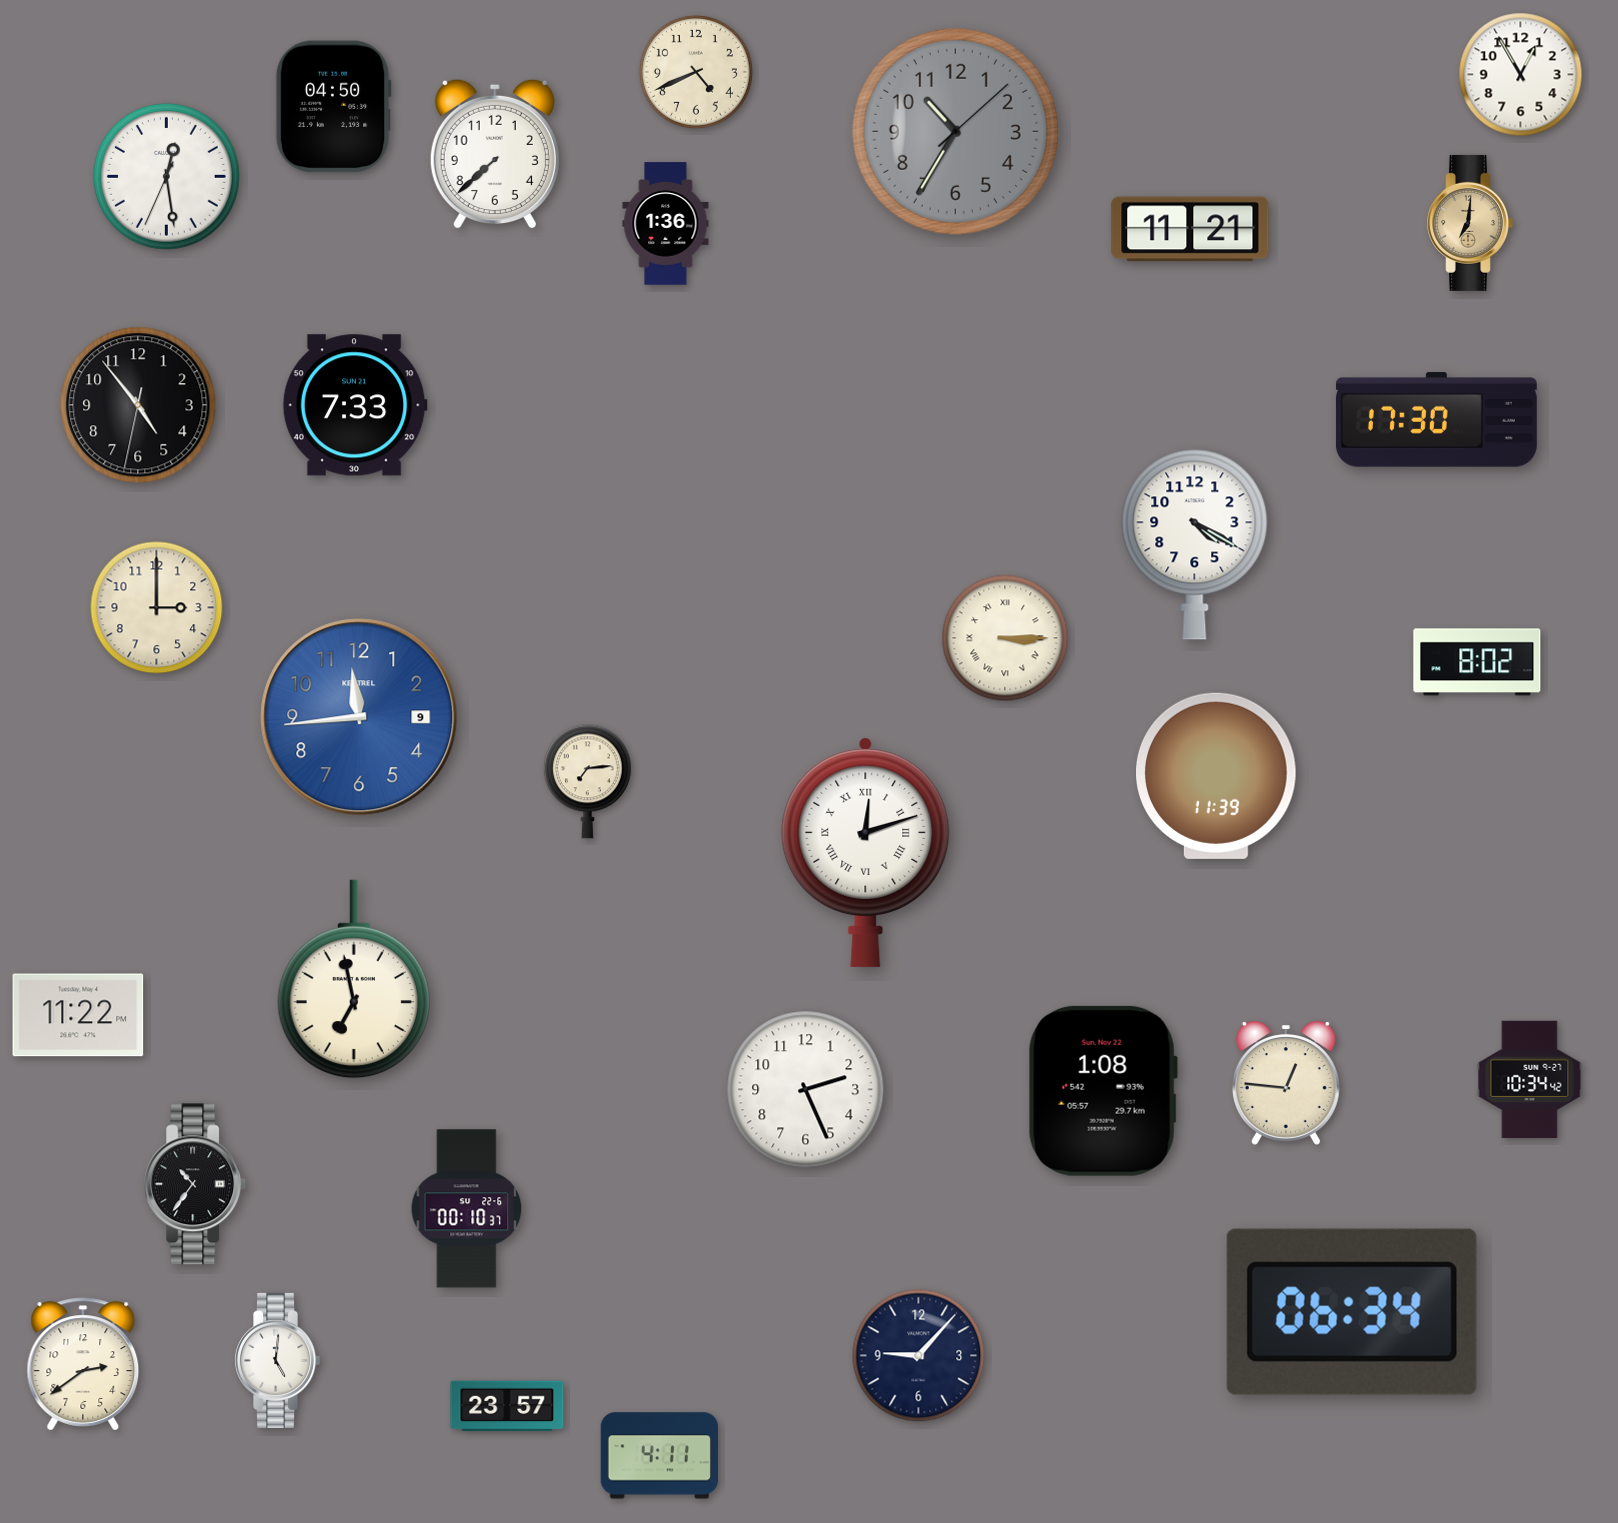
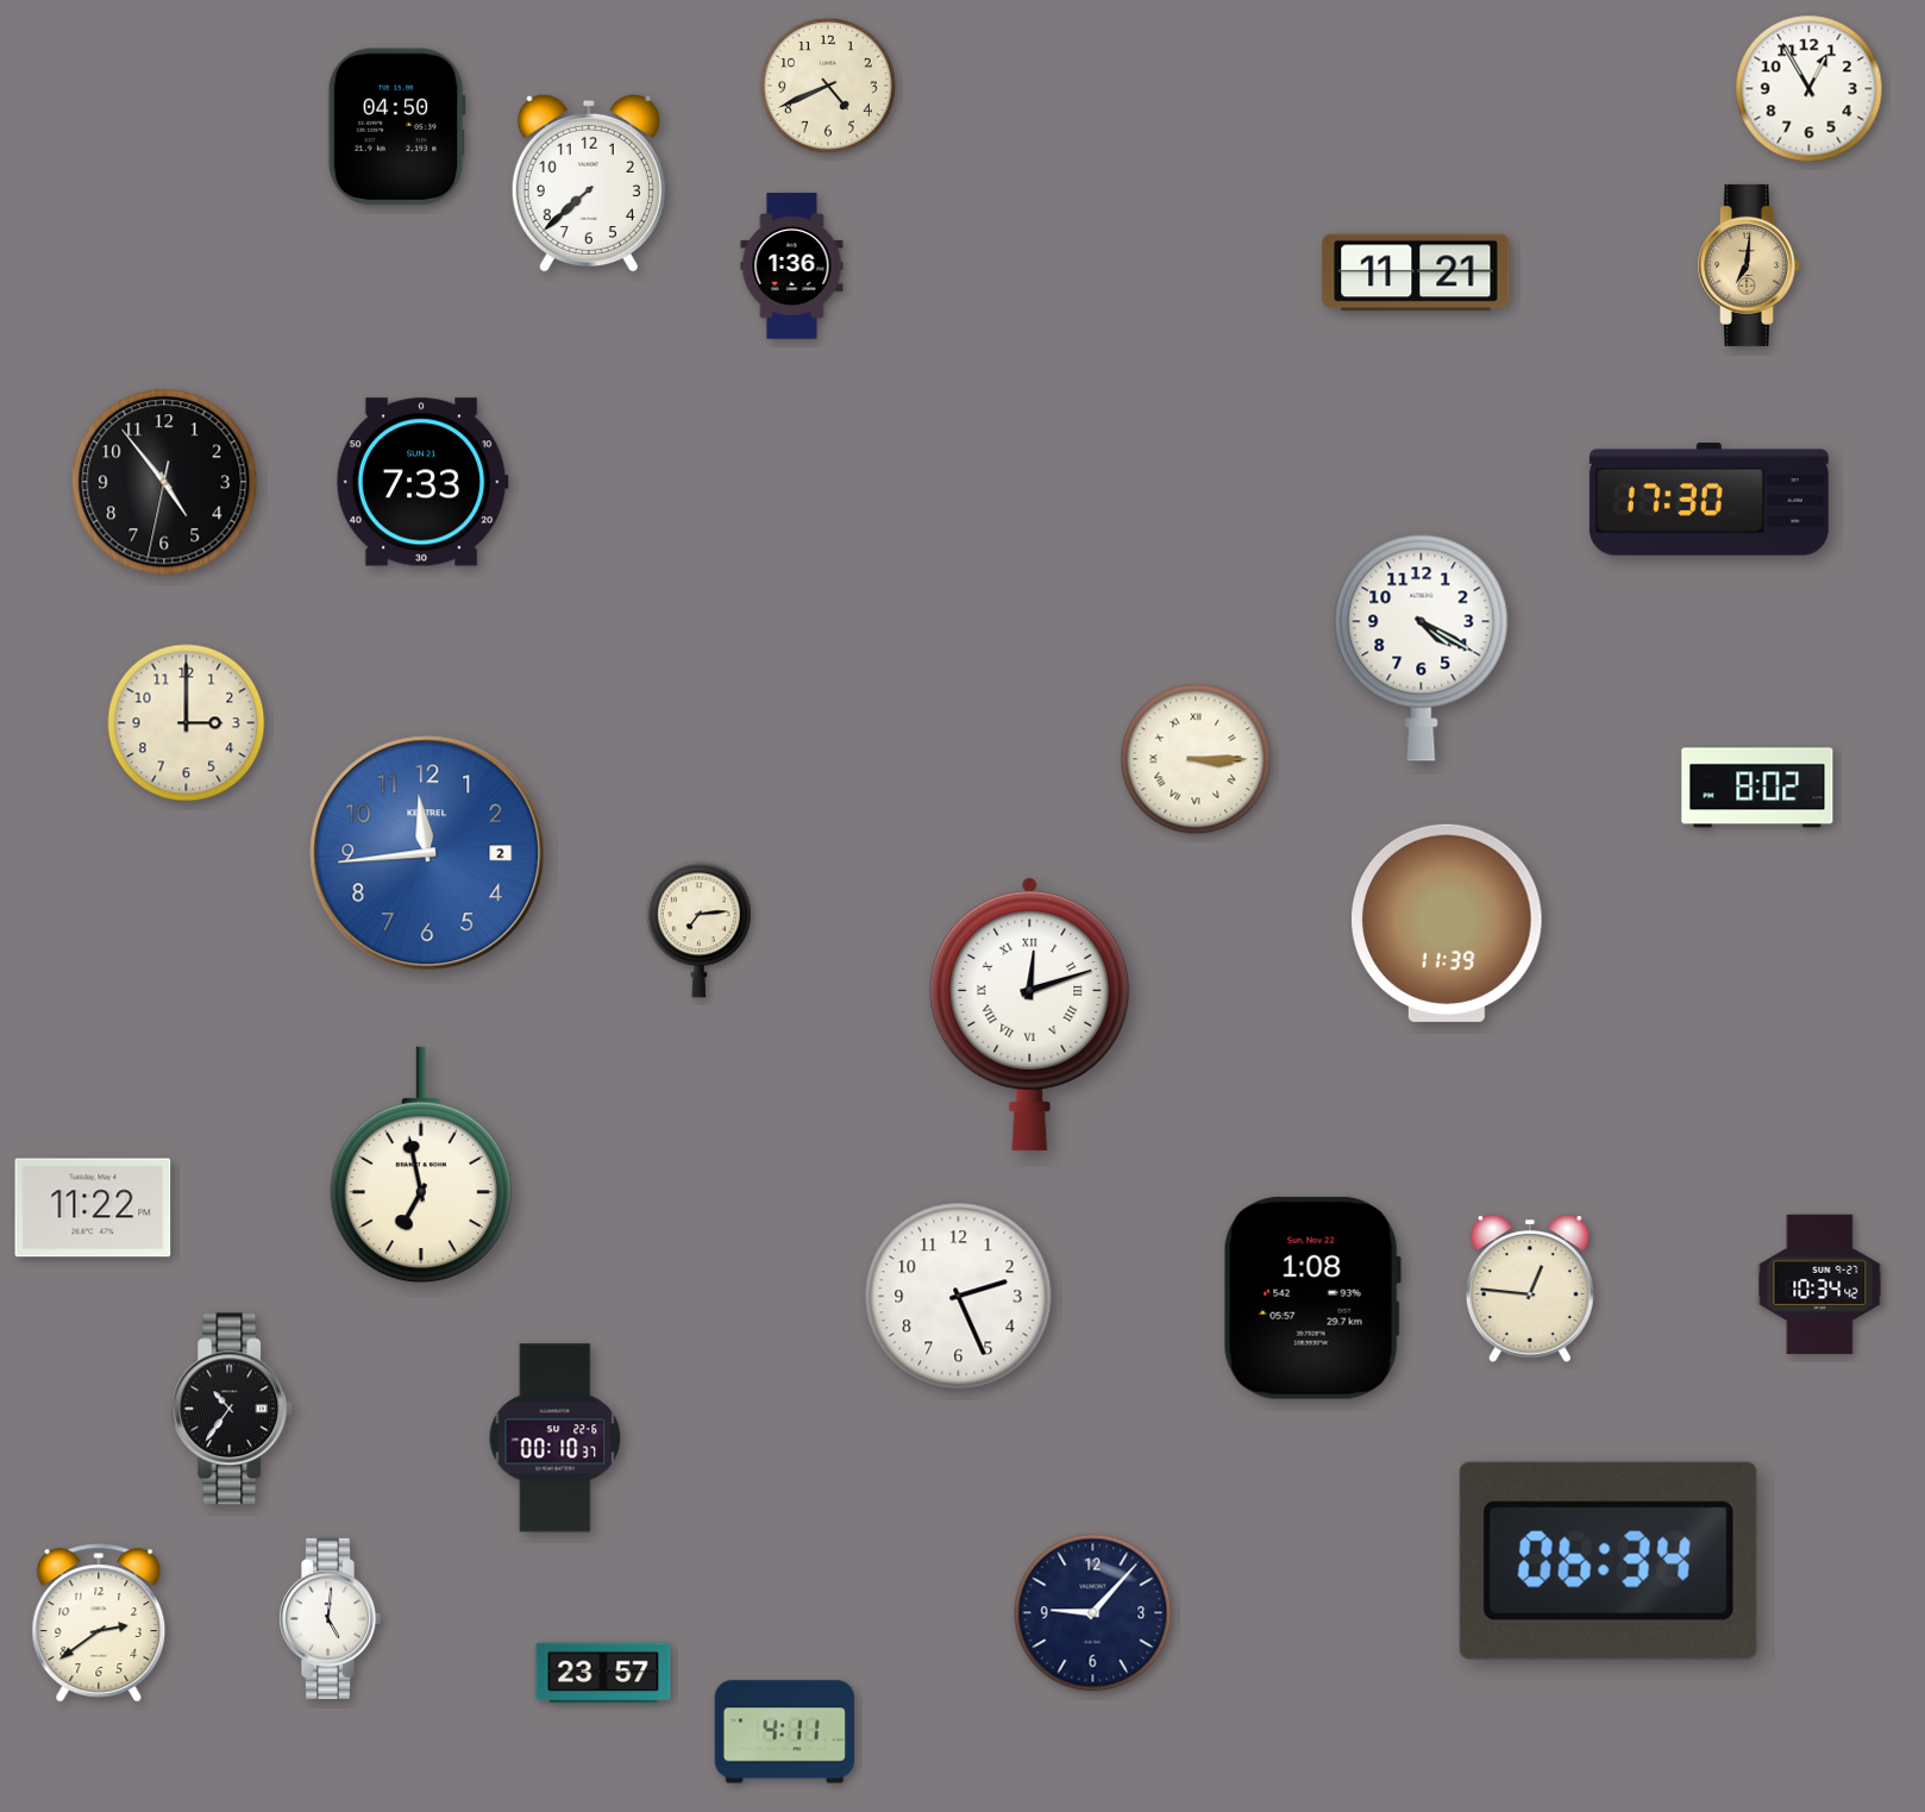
clock at (955, 131): 10:35 -> none
clock at (166, 176): 12:28 -> none
clock at (359, 717) date: 9 -> 2
